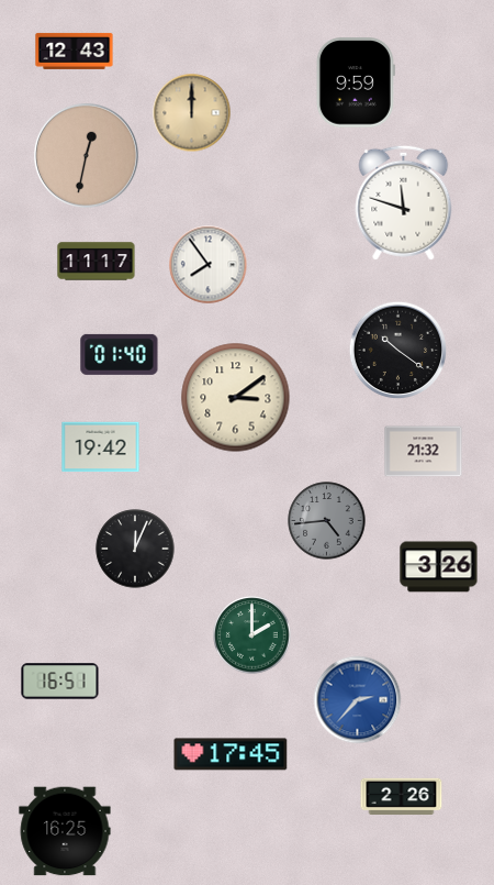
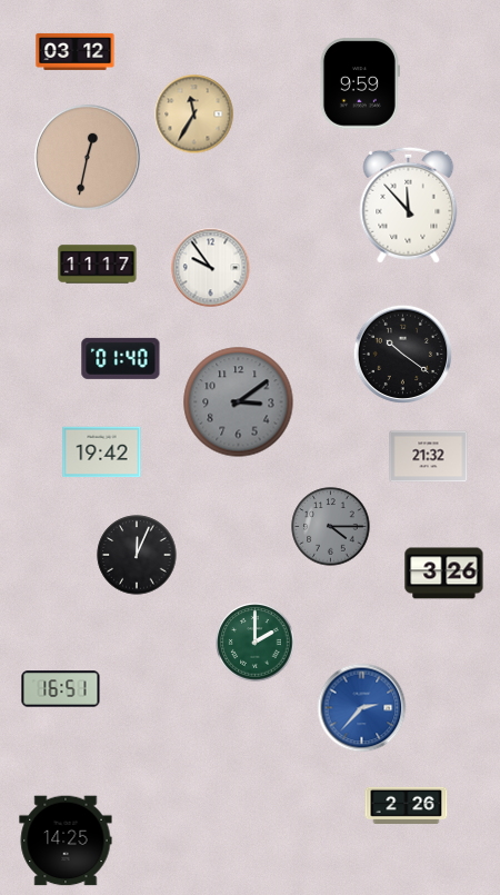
clock at (75, 51): 12:43 -> 03:12
clock at (192, 113): 12:00 -> 11:35
clock at (404, 202): 11:48 -> 11:53
clock at (209, 265): 7:54 -> 9:54
clock at (236, 398) dial: cream -> grey
clock at (327, 521): 4:44 -> 4:15
clock at (231, 754): 17:45 -> none
clock at (65, 831): 16:25 -> 14:25
